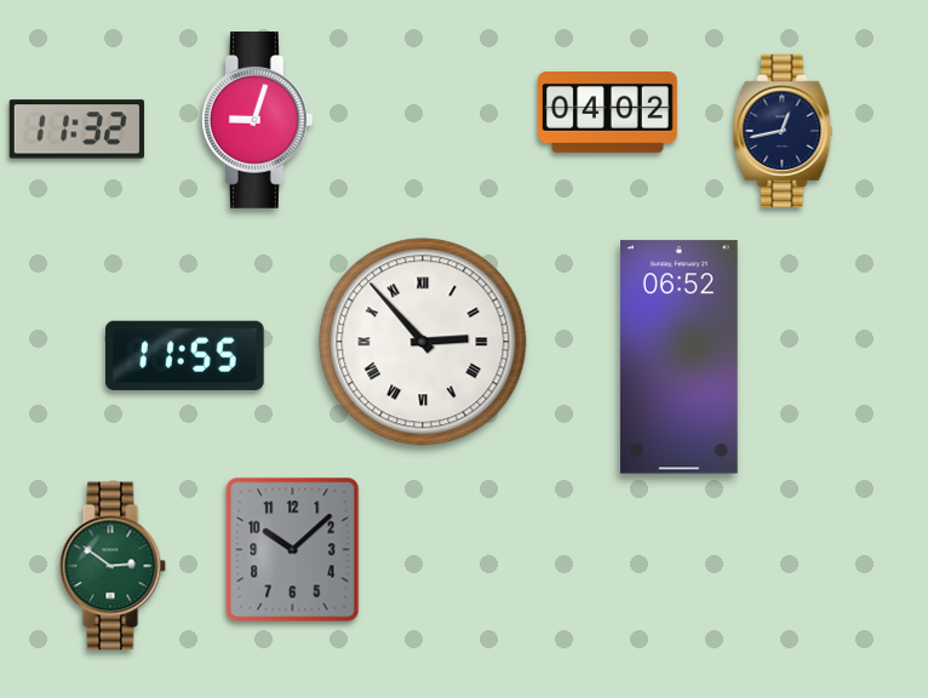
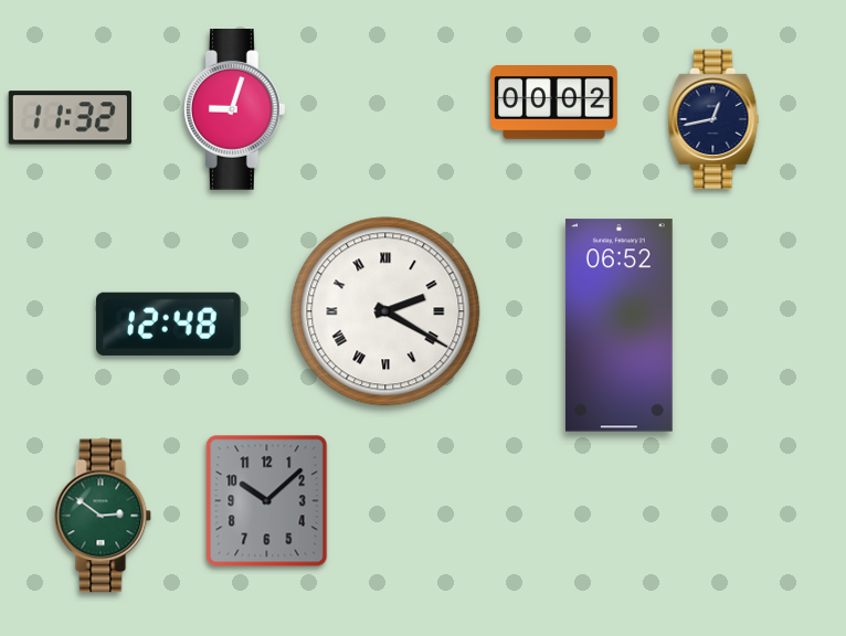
clock at (608, 113): 04:02 -> 00:02
clock at (423, 342): 2:53 -> 2:20
clock at (185, 355): 11:55 -> 12:48
